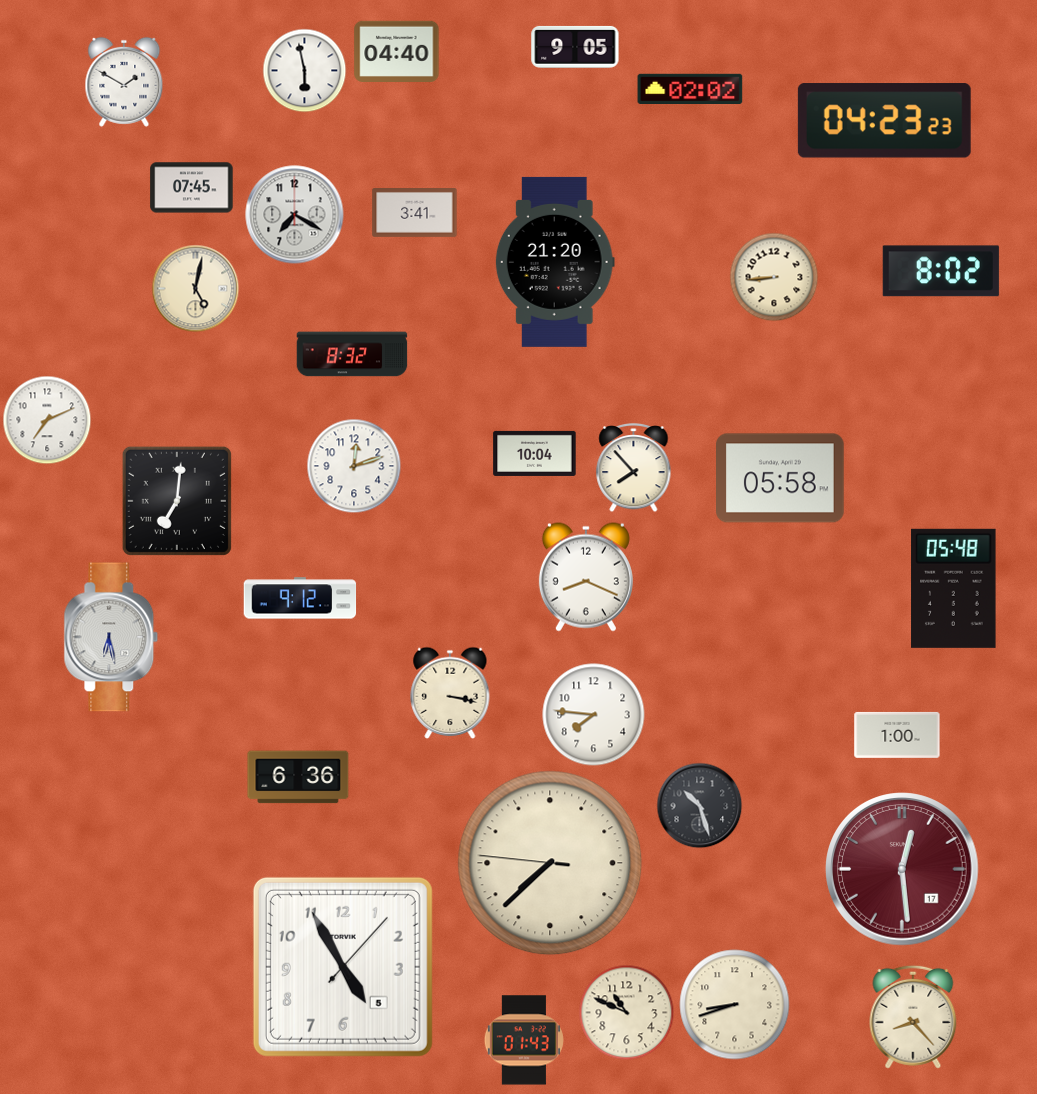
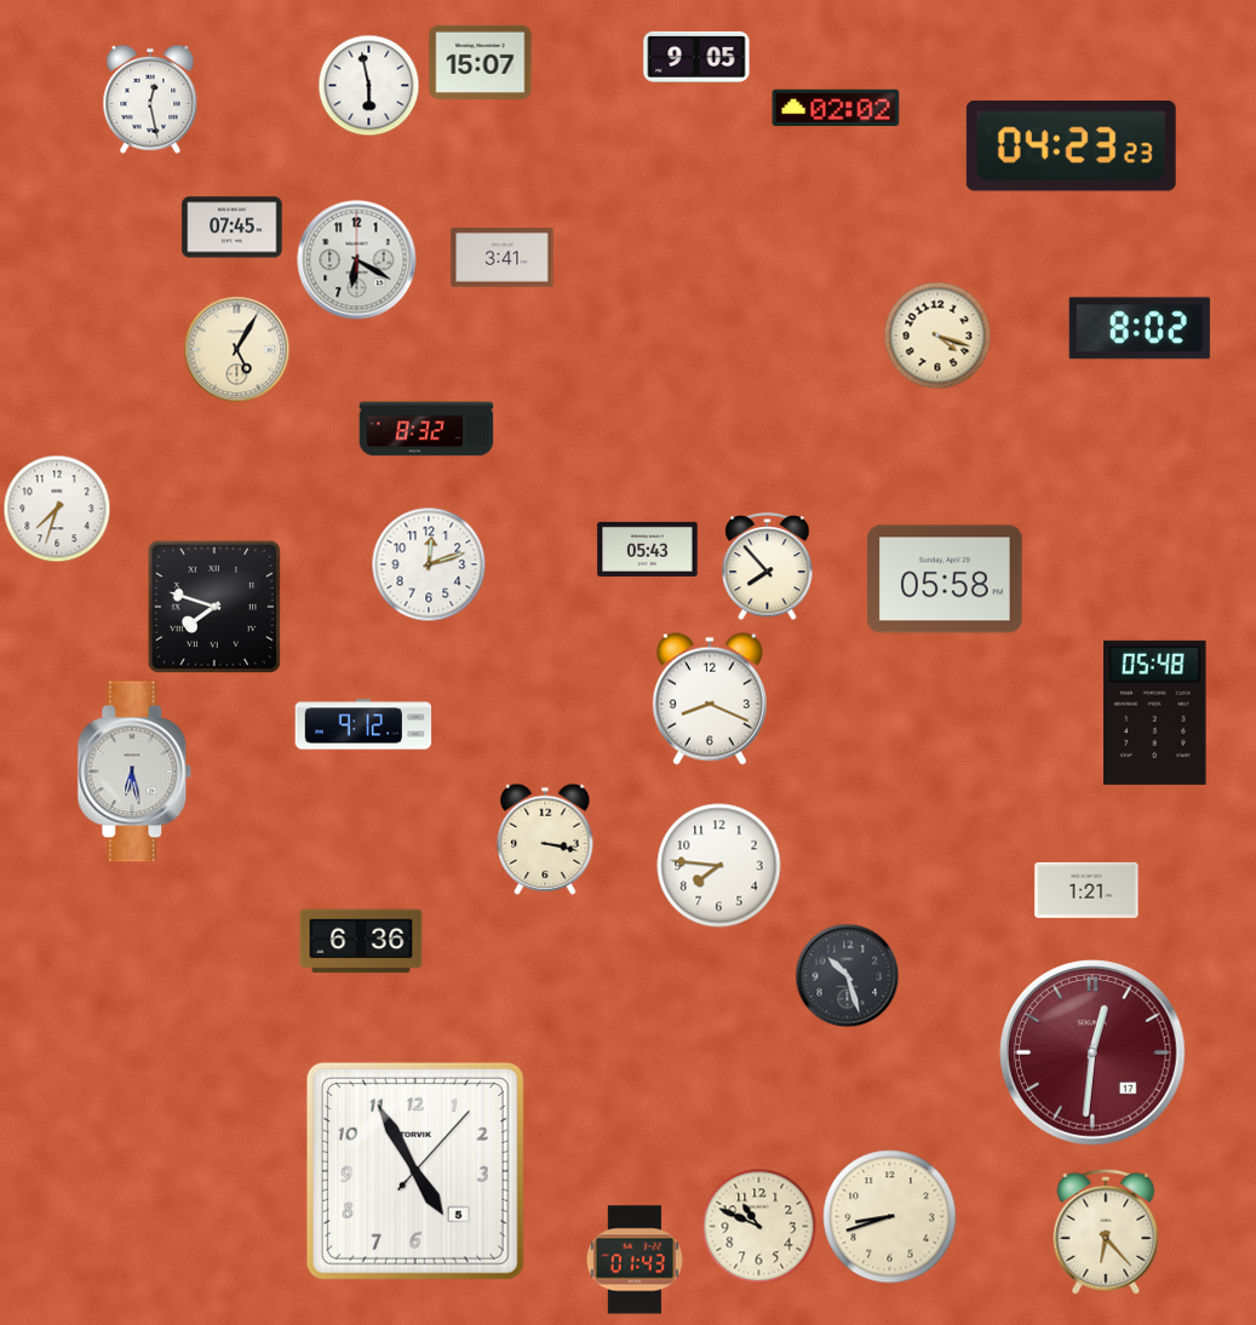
clock at (397, 51): 04:40 -> 15:07
clock at (124, 82): 1:50 -> 12:28
clock at (295, 215): 7:20 -> 6:20
clock at (555, 262): 21:20 -> none
clock at (774, 277): 8:44 -> 4:18
clock at (195, 288): 5:02 -> 5:05
clock at (47, 420): 7:11 -> 7:33
clock at (535, 453): 10:04 -> 05:43
clock at (177, 501): 7:01 -> 7:48
clock at (897, 735): 1:00 -> 1:21
clock at (550, 863): 7:37 -> none
clock at (902, 869): 12:29 -> 12:31
clock at (913, 1017): 8:23 -> 6:23
